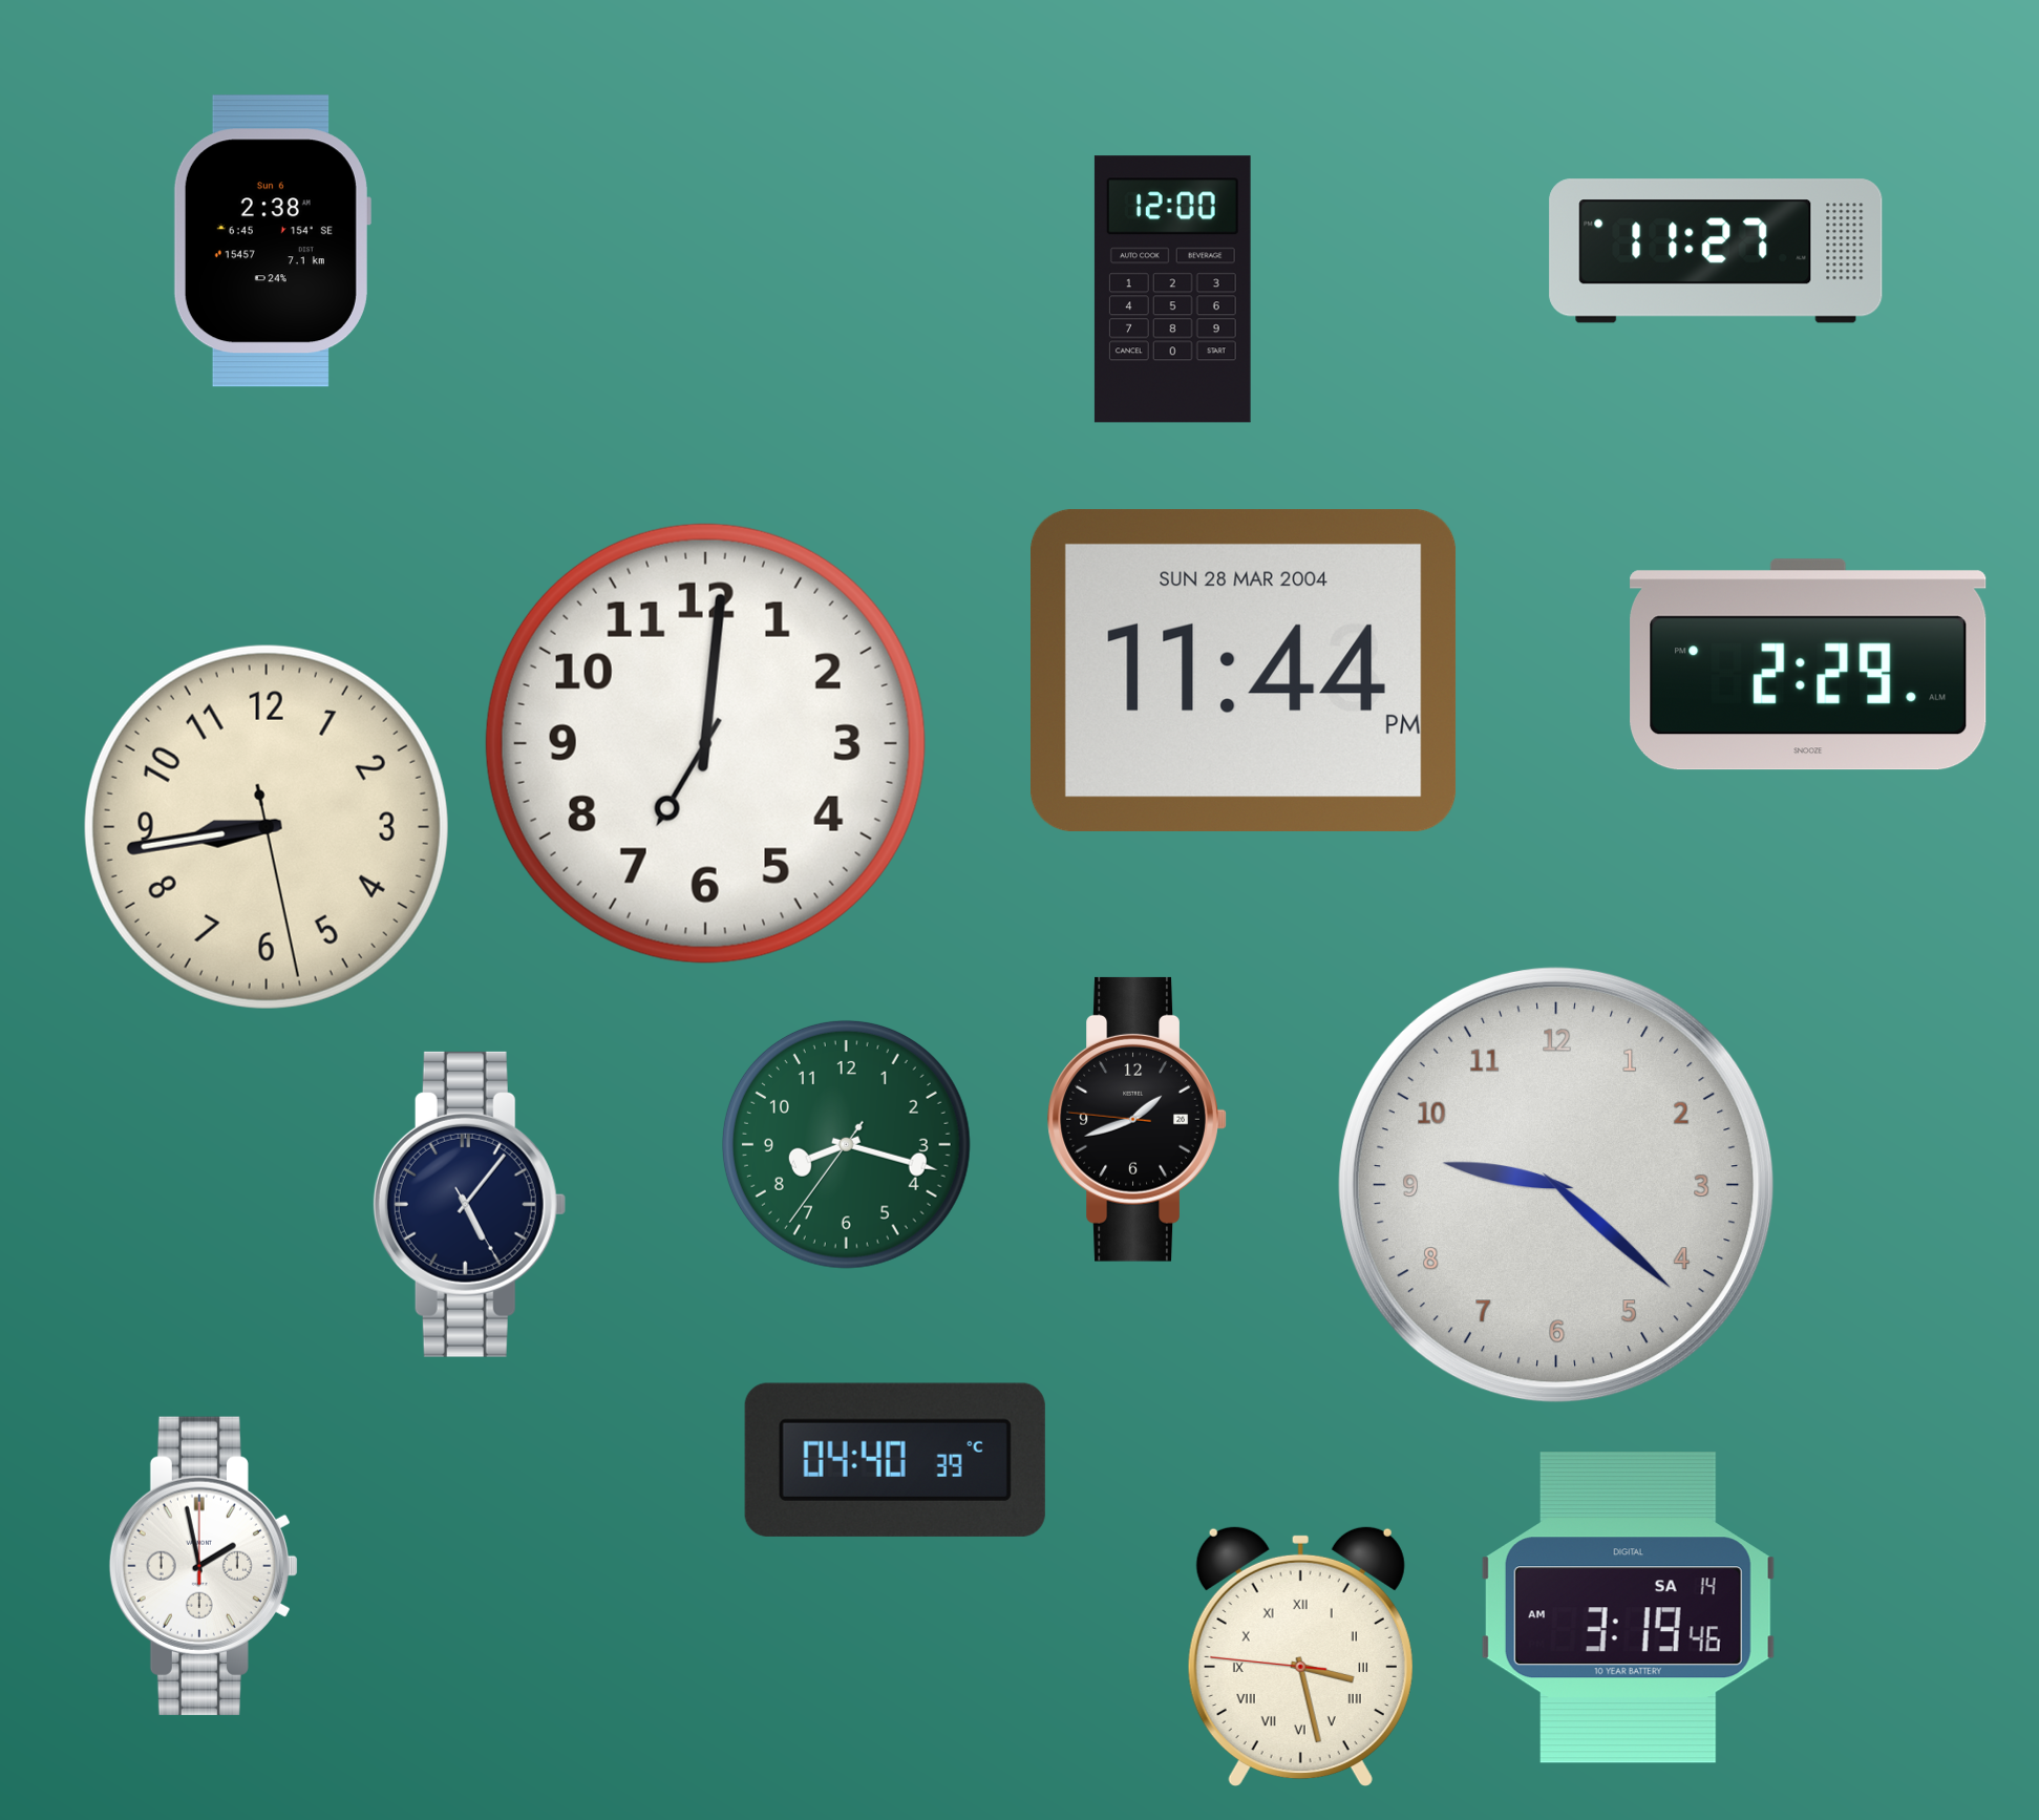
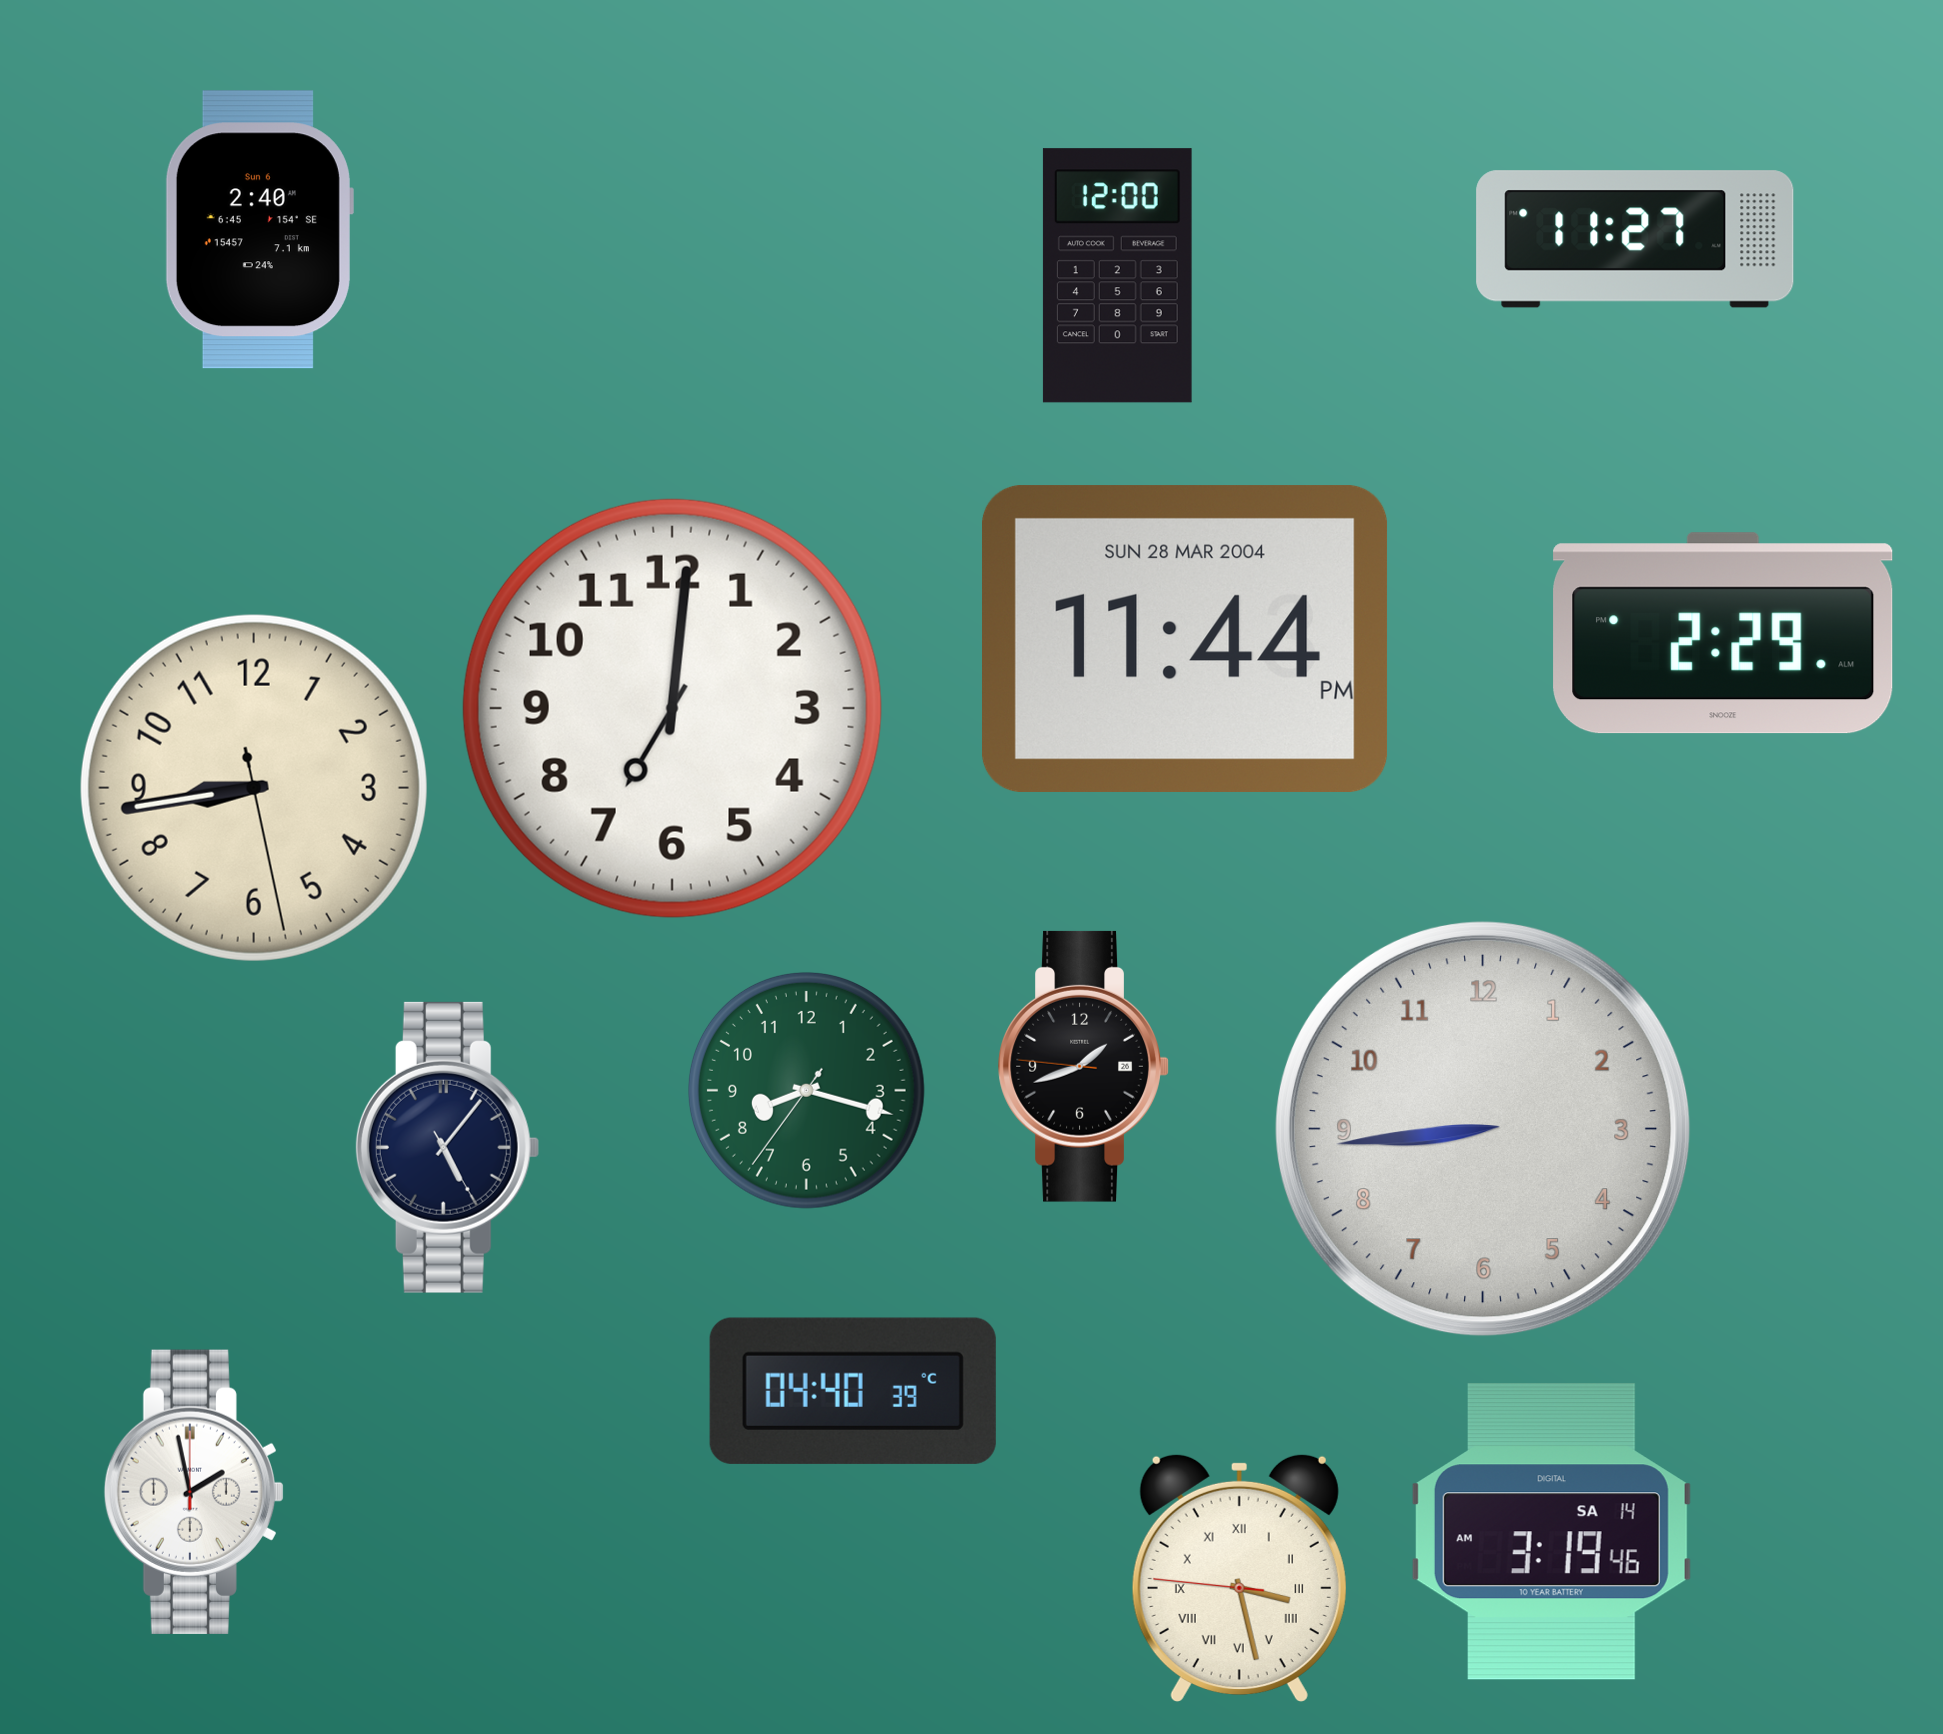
clock at (272, 241): 2:38 -> 2:40
clock at (1556, 1185): 9:22 -> 8:44
